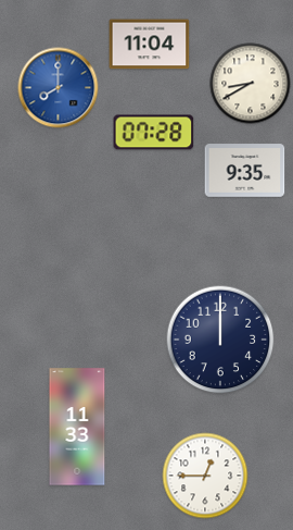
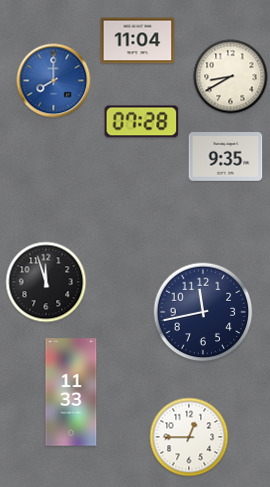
clock at (46, 282): none -> 11:57
clock at (220, 340): 12:00 -> 11:43
